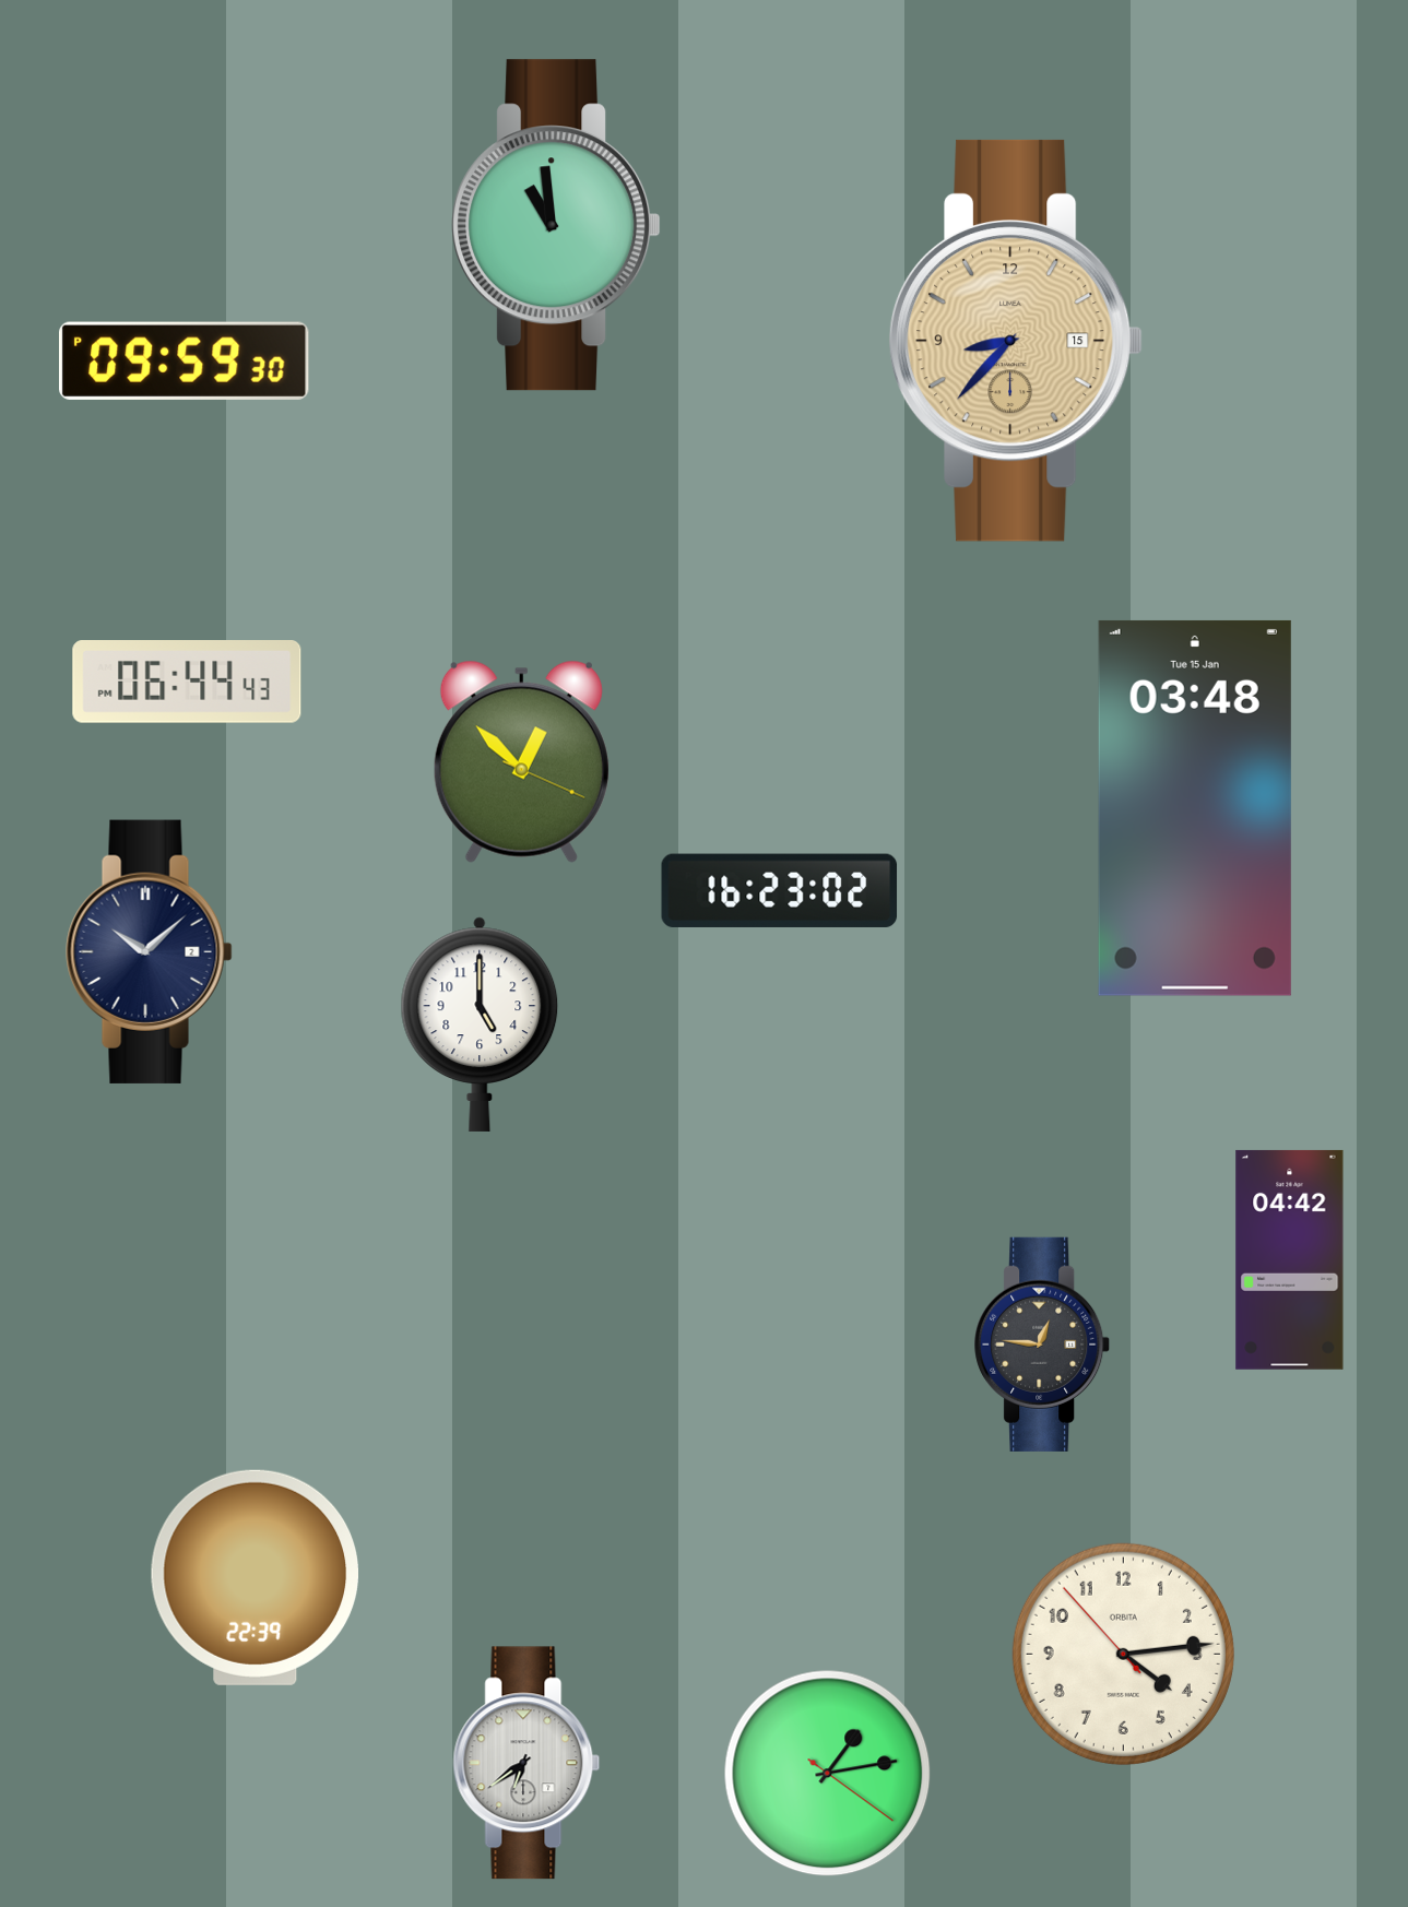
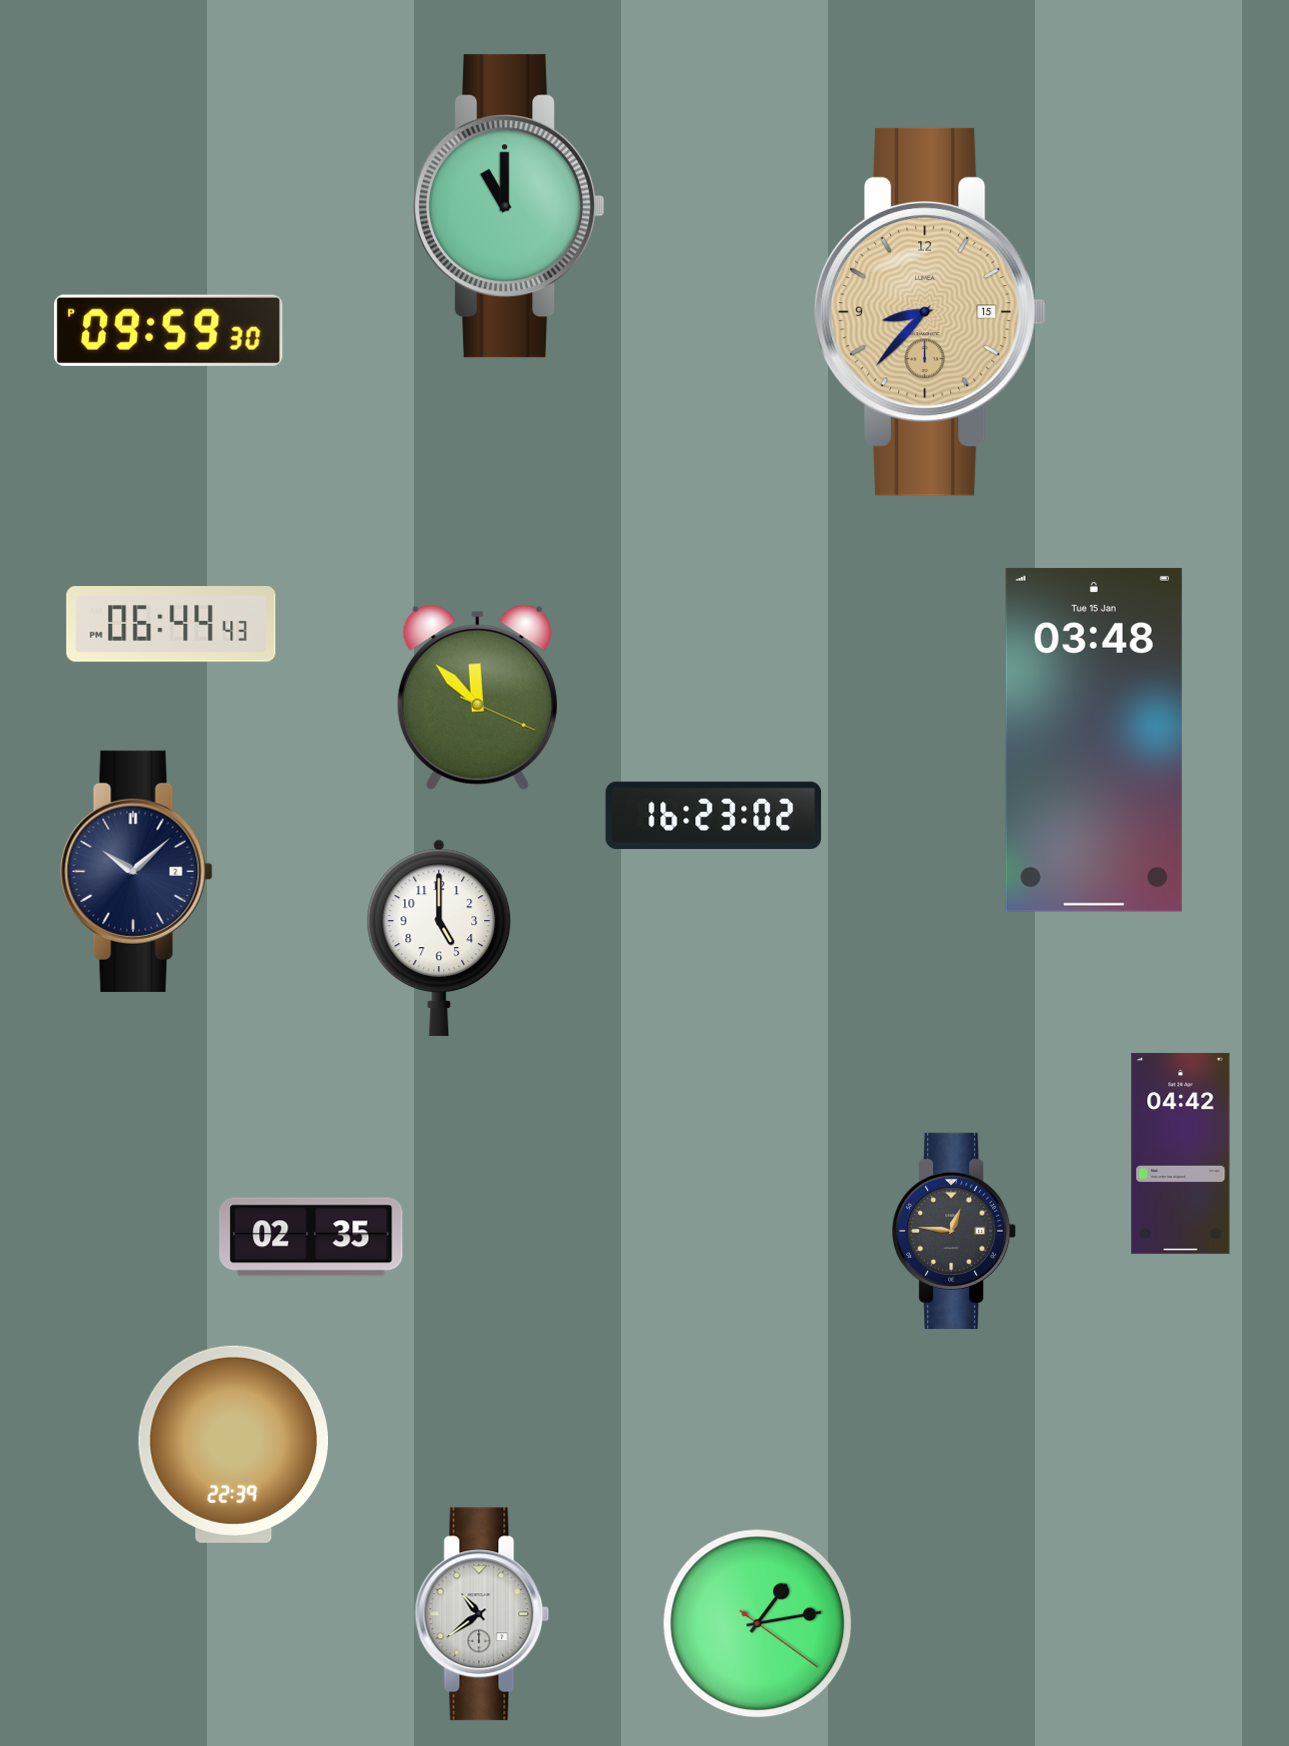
clock at (556, 225): 10:59 -> 11:00
clock at (521, 761): 12:52 -> 11:52
clock at (311, 1237): none -> 02:35
clock at (1123, 1654): 4:13 -> none
clock at (526, 1763): 6:39 -> 10:39
